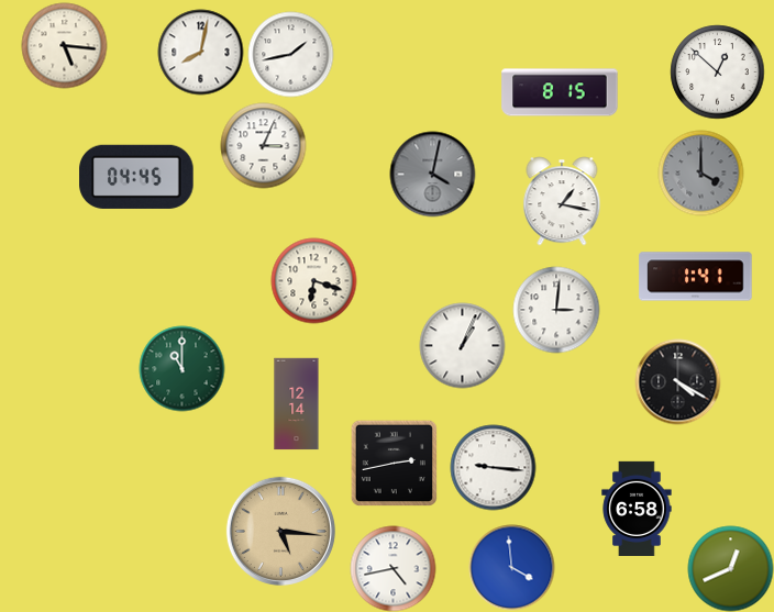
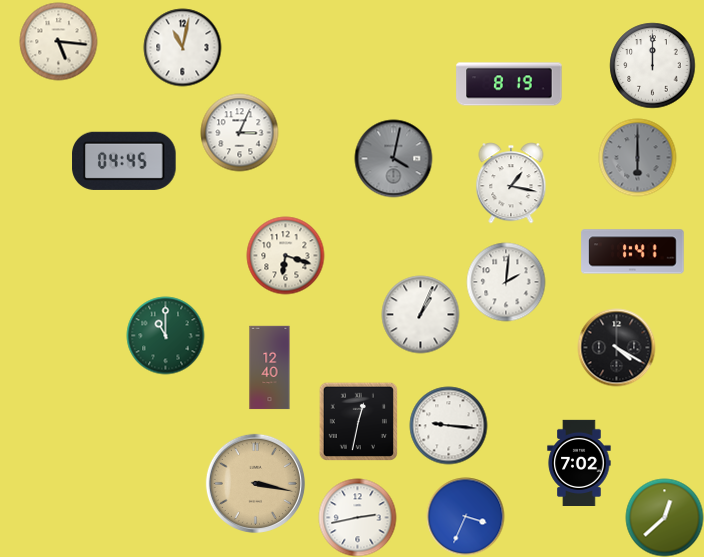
clock at (200, 52): 8:02 -> 11:02
clock at (290, 54): 1:43 -> none
clock at (717, 71): 12:52 -> 12:00
clock at (560, 92): 8:15 -> 8:19
clock at (700, 173): 4:00 -> 6:00
clock at (556, 310): 3:01 -> 2:01
clock at (297, 403): 12:14 -> 12:40
clock at (394, 463): 2:43 -> 12:32
clock at (637, 508): 6:58 -> 7:02
clock at (280, 531): 5:16 -> 3:17
clock at (511, 567): 3:59 -> 3:34
clock at (392, 568): 4:43 -> 2:43
clock at (730, 568): 12:41 -> 12:38
